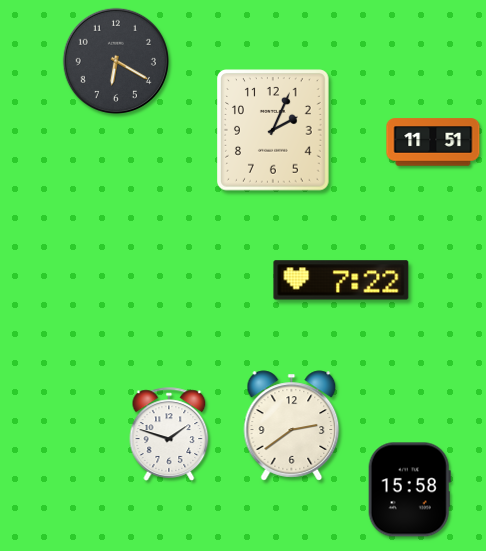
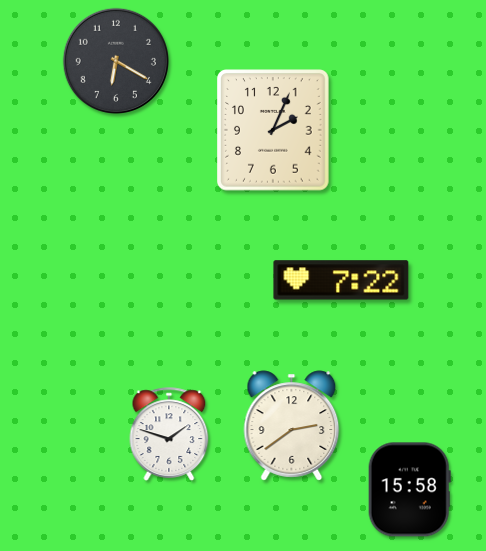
clock at (433, 142): 11:51 -> none
